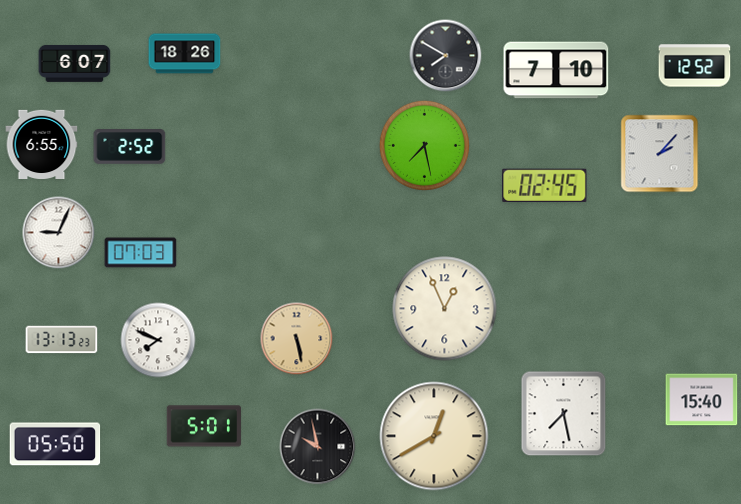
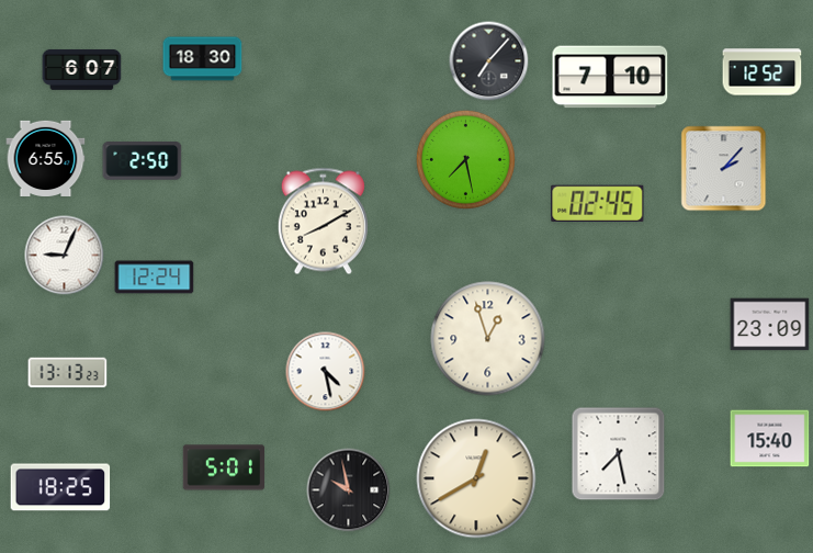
clock at (185, 54): 18:26 -> 18:30
clock at (446, 56): 7:50 -> 7:07
clock at (130, 147): 2:52 -> 2:50
clock at (323, 222): none -> 8:10
clock at (141, 253): 07:03 -> 12:24
clock at (770, 325): none -> 23:09
clock at (445, 309): 12:56 -> 12:57
clock at (297, 339): 5:28 -> 4:28
clock at (297, 339) dial: champagne -> white
clock at (158, 340): 7:49 -> none
clock at (55, 444): 05:50 -> 18:25
